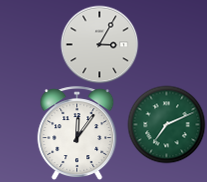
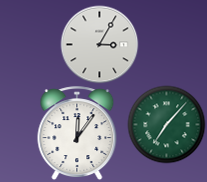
clock at (166, 124): 7:11 -> 7:07
